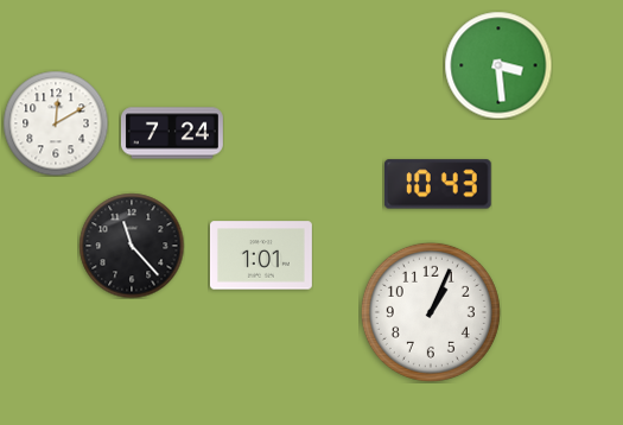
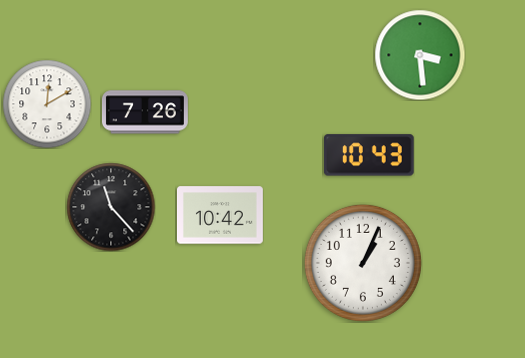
clock at (172, 133): 7:24 -> 7:26
clock at (261, 255): 1:01 -> 10:42
